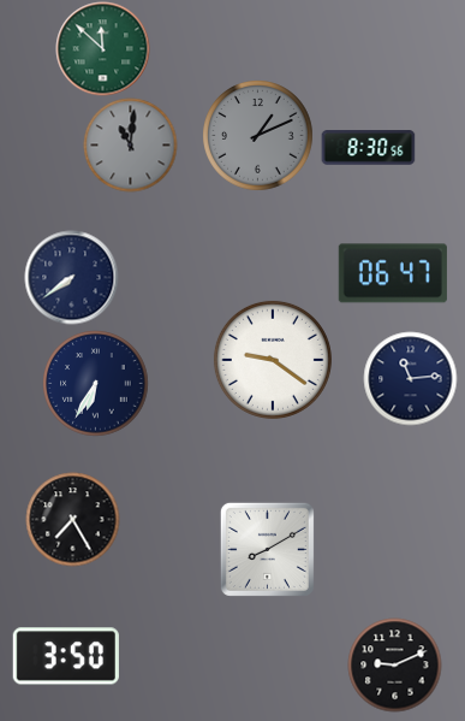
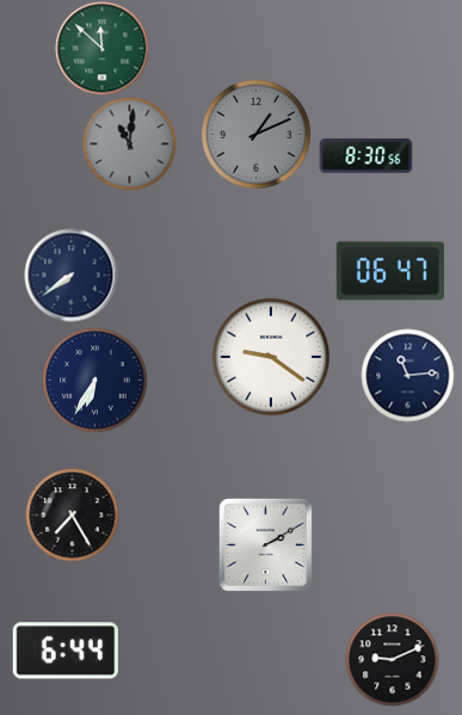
clock at (368, 148) position: (368, 148) -> (365, 156)
clock at (267, 549): 8:10 -> 2:10
clock at (66, 656): 3:50 -> 6:44
